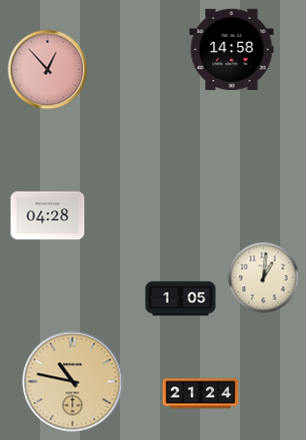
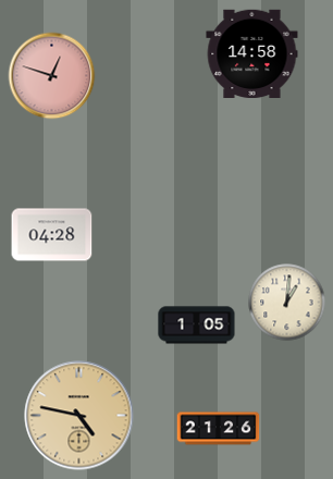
clock at (48, 70): 12:53 -> 12:48
clock at (73, 382): 10:47 -> 4:47
clock at (201, 394): 21:24 -> 21:26
